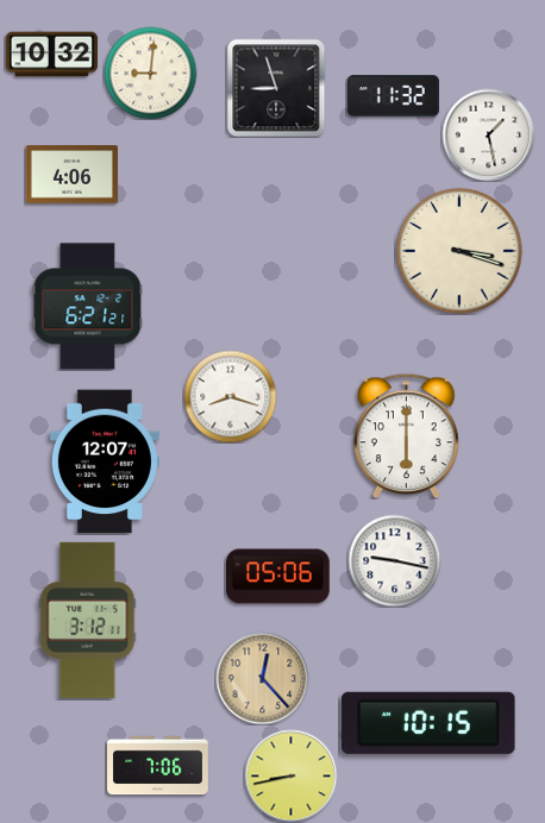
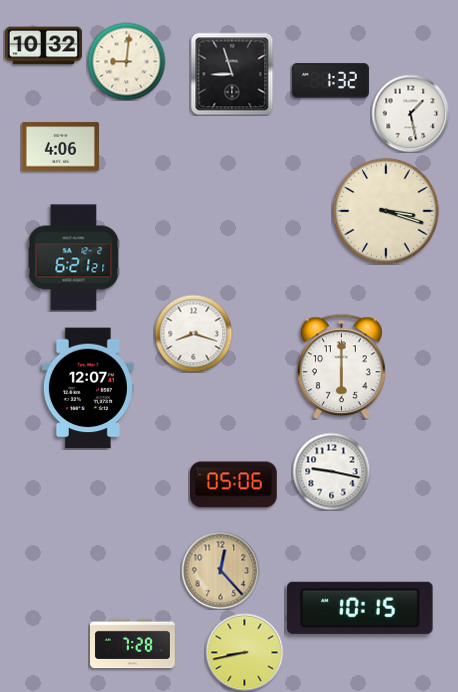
clock at (393, 96): 11:32 -> 1:32
clock at (88, 620): 3:12 -> none
clock at (158, 766): 7:06 -> 7:28
